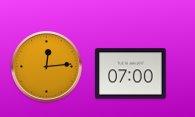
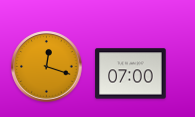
clock at (47, 67): 12:14 -> 12:18
